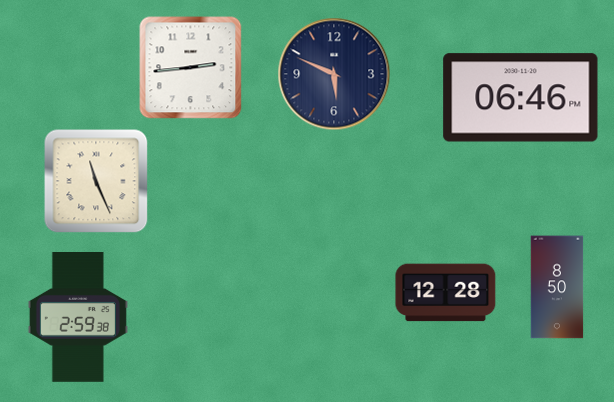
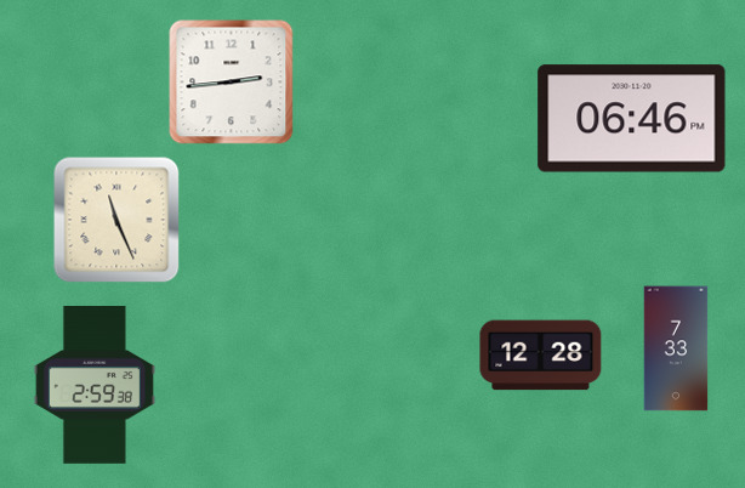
clock at (334, 74): 5:49 -> none
clock at (557, 287): 8:50 -> 7:33
